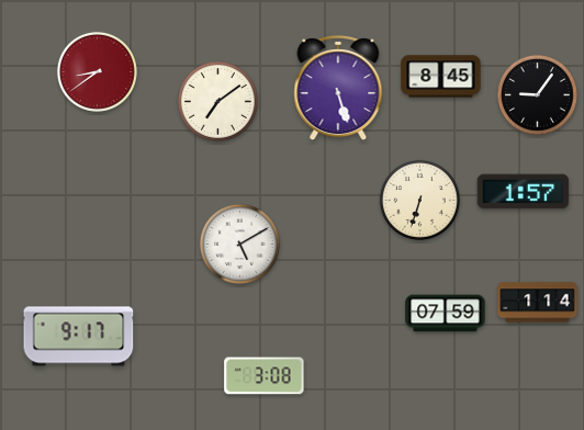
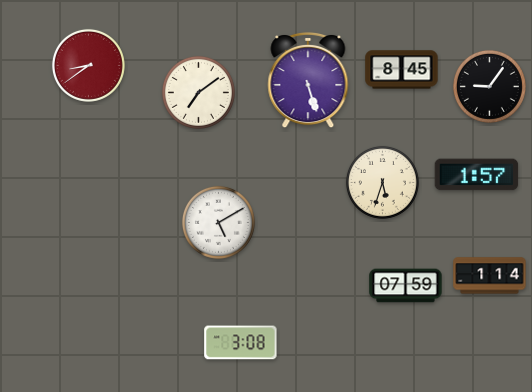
clock at (419, 200): 6:33 -> 5:33
clock at (79, 337): 9:17 -> none
